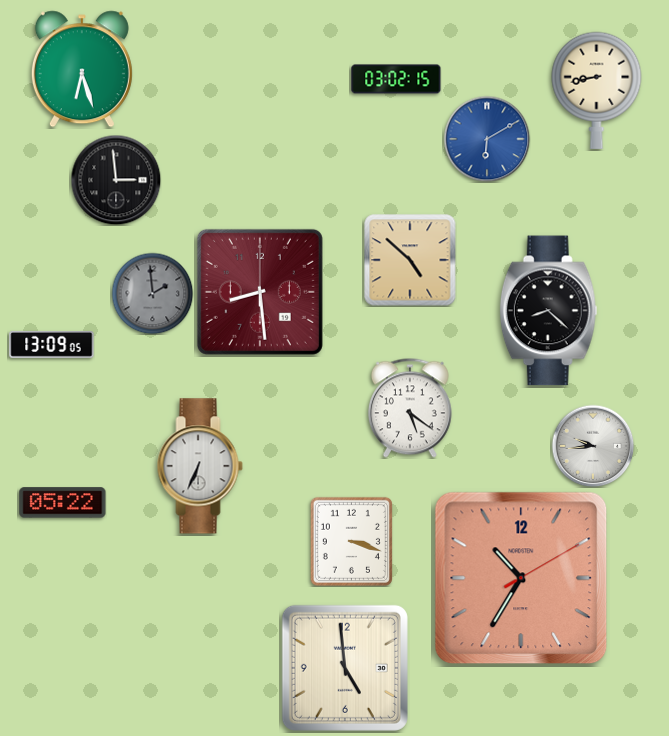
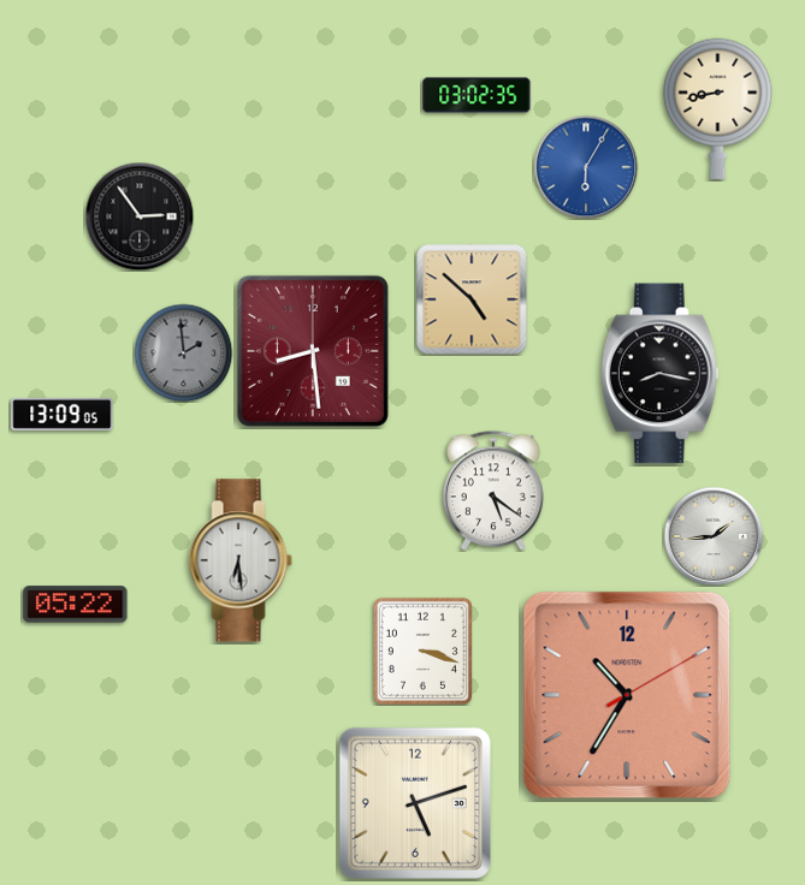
clock at (82, 69): 6:27 -> none
clock at (396, 79): 03:02:15 -> 03:02:35
clock at (487, 139): 6:10 -> 6:05
clock at (116, 180): 2:59 -> 2:54
clock at (410, 260) position: (410, 260) -> (472, 299)
clock at (548, 311): 8:22 -> 8:17
clock at (593, 446): 9:44 -> 1:44
clock at (200, 466): 6:34 -> 6:29
clock at (345, 668): 4:59 -> 5:12
